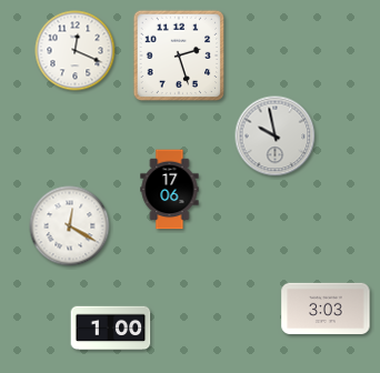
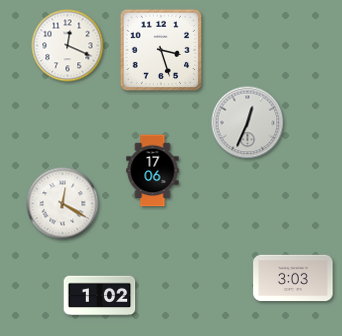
clock at (179, 56): 2:27 -> 3:27
clock at (276, 137): 9:58 -> 12:34
clock at (111, 329): 1:00 -> 1:02
